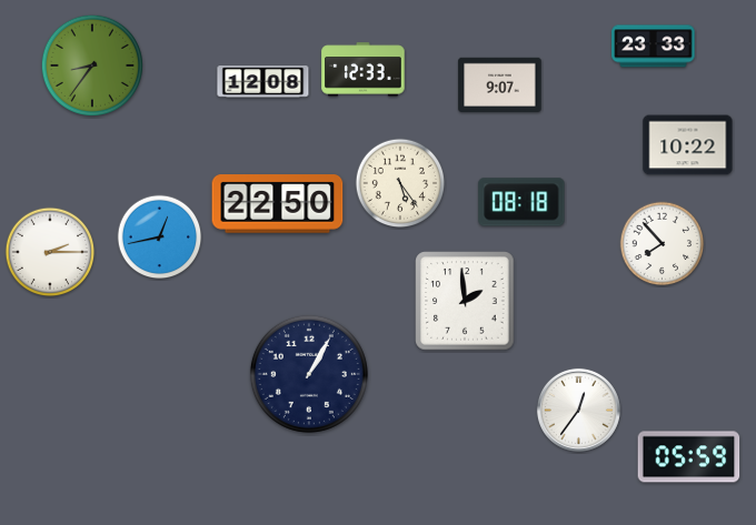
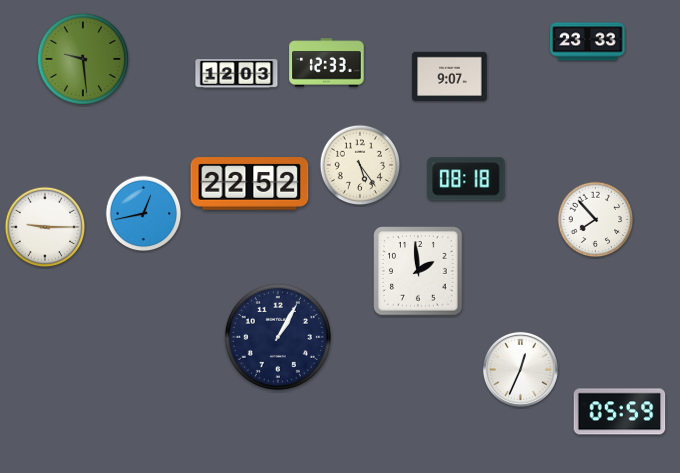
clock at (92, 65): 8:36 -> 9:29
clock at (263, 82): 12:08 -> 12:03
clock at (688, 145): 10:22 -> none
clock at (521, 202) position: (521, 202) -> (466, 179)
clock at (278, 204): 22:50 -> 22:52
clock at (50, 252): 2:15 -> 9:15
clock at (578, 410): 12:36 -> 12:34
